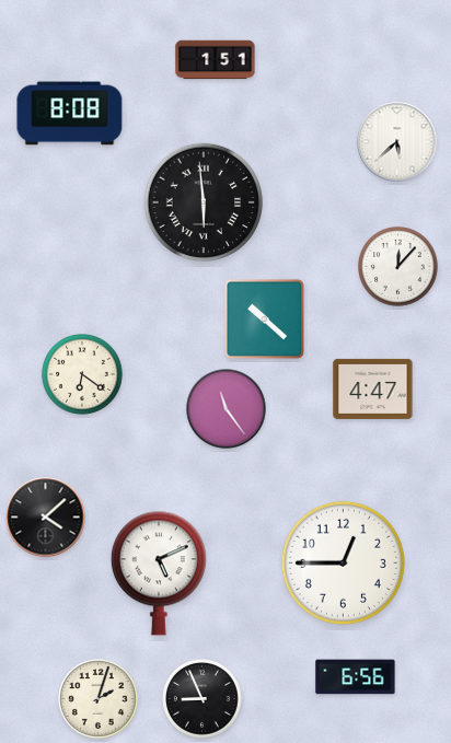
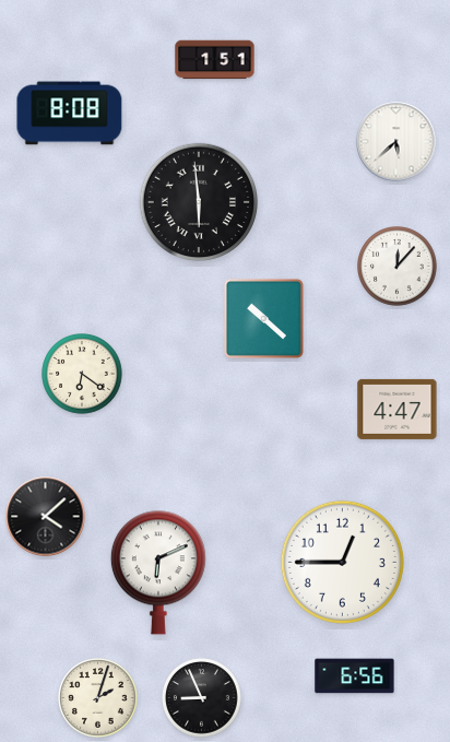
clock at (204, 202) position: (204, 202) -> (199, 202)
clock at (373, 388) position: (373, 388) -> (398, 409)
clock at (227, 409): 11:24 -> none
clock at (159, 573): 5:11 -> 6:11
